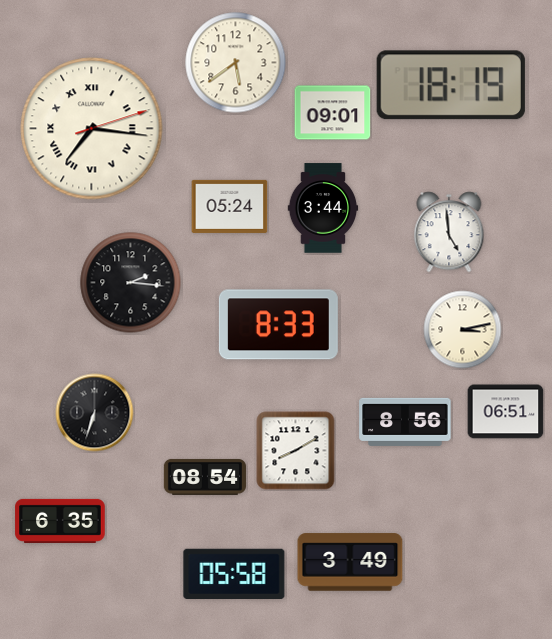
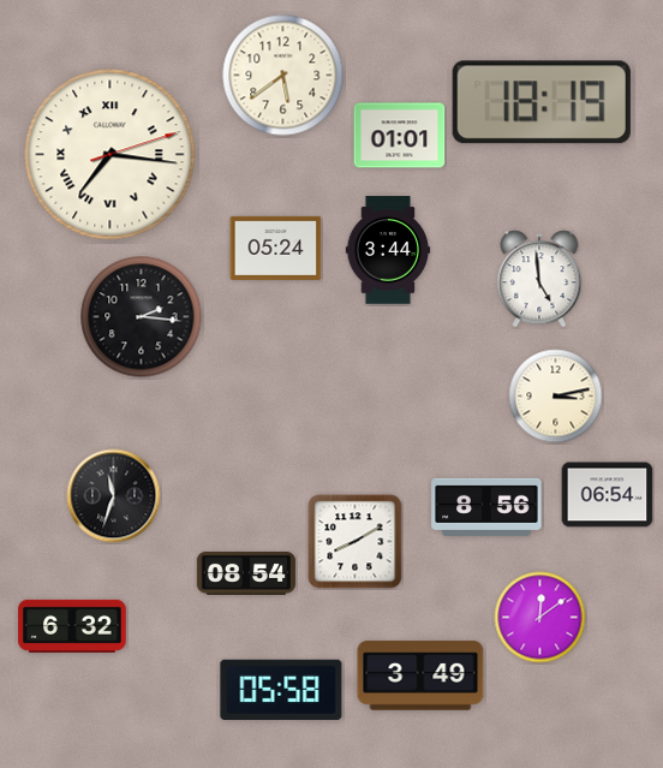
clock at (333, 113): 09:01 -> 01:01
clock at (131, 283) position: (131, 283) -> (142, 317)
clock at (278, 325): 8:33 -> none
clock at (506, 412): 06:51 -> 06:54
clock at (95, 413): 6:33 -> 11:33
clock at (540, 618): none -> 12:09
clock at (60, 521): 6:35 -> 6:32
